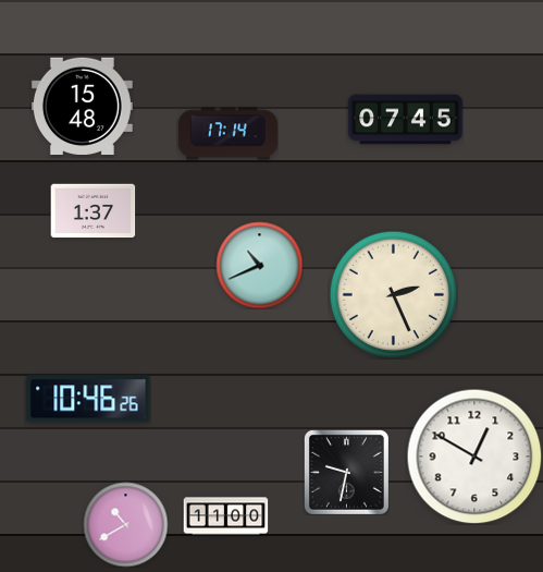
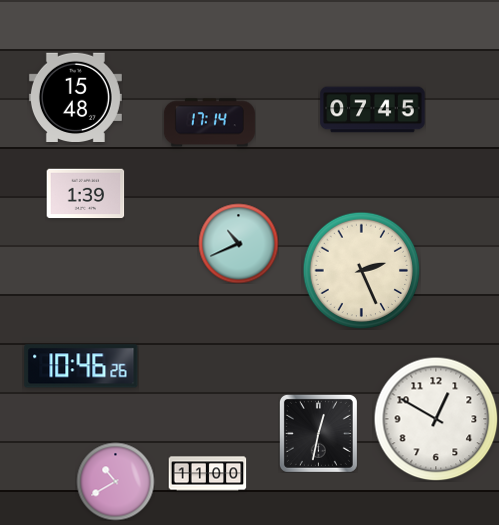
clock at (92, 211): 1:37 -> 1:39
clock at (346, 472): 9:32 -> 12:32
